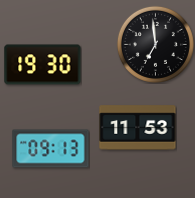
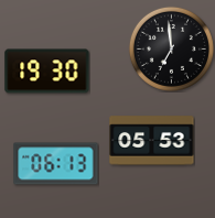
clock at (138, 128): 11:53 -> 05:53
clock at (51, 149): 09:13 -> 06:13
